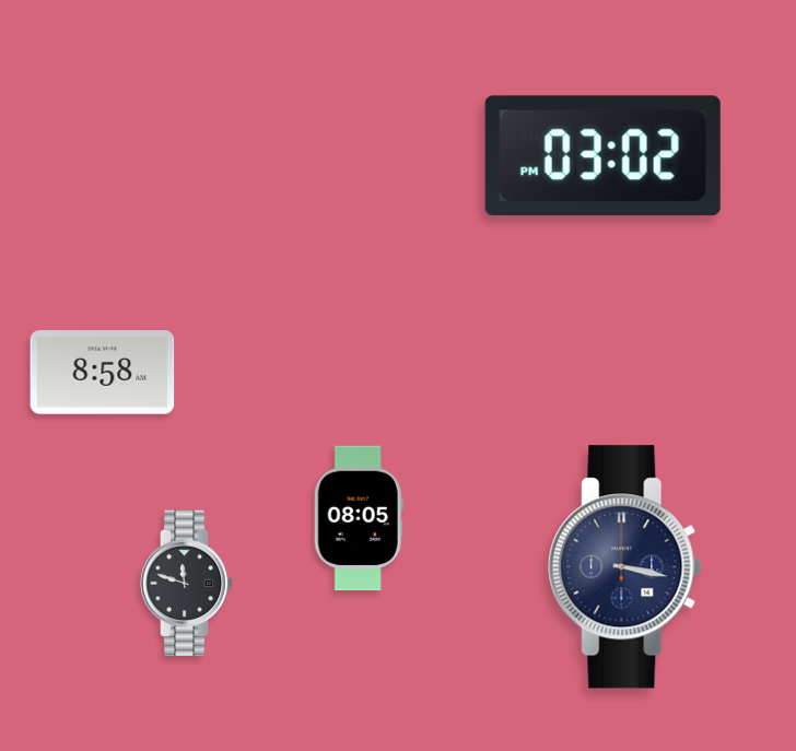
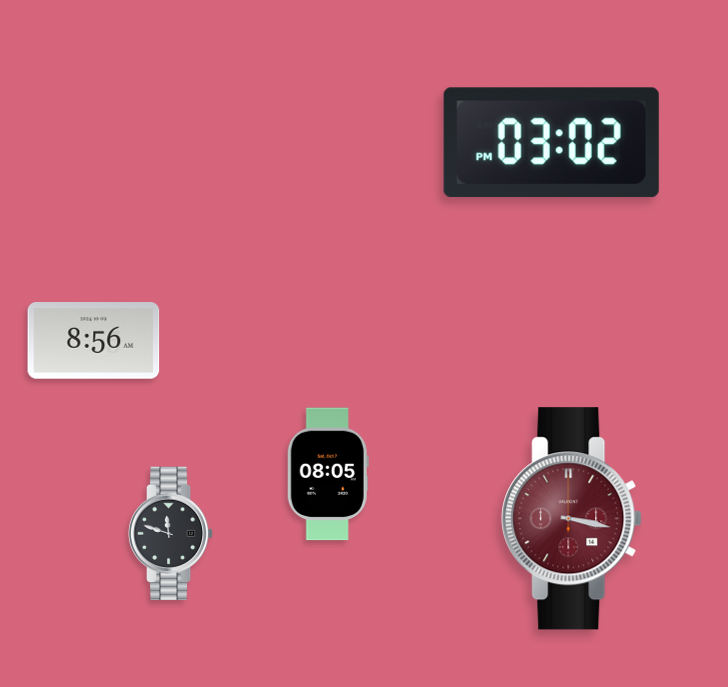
clock at (103, 373): 8:58 -> 8:56
clock at (625, 567) dial: navy -> burgundy
